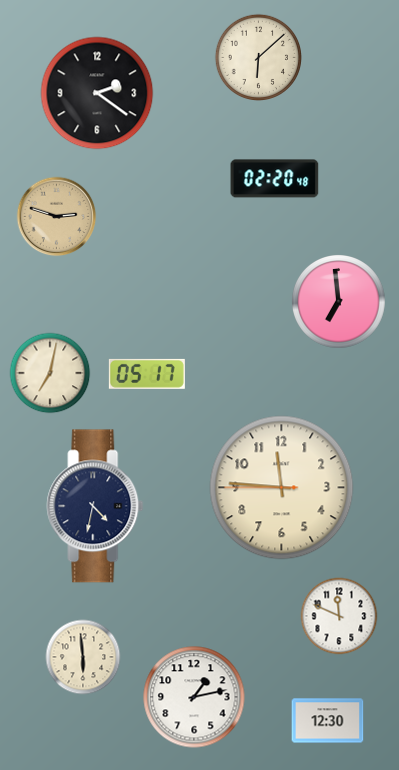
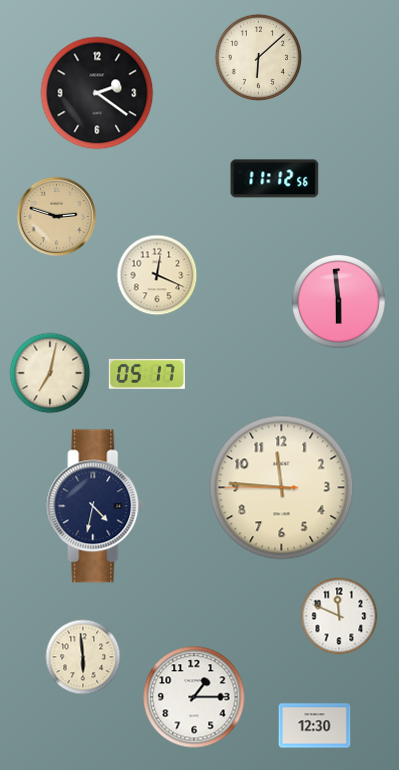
clock at (275, 179): 02:20 -> 11:12
clock at (157, 275): none -> 12:19
clock at (339, 302): 6:59 -> 5:59
clock at (194, 697): 1:13 -> 1:15
clock at (328, 721) position: (328, 721) -> (315, 726)
